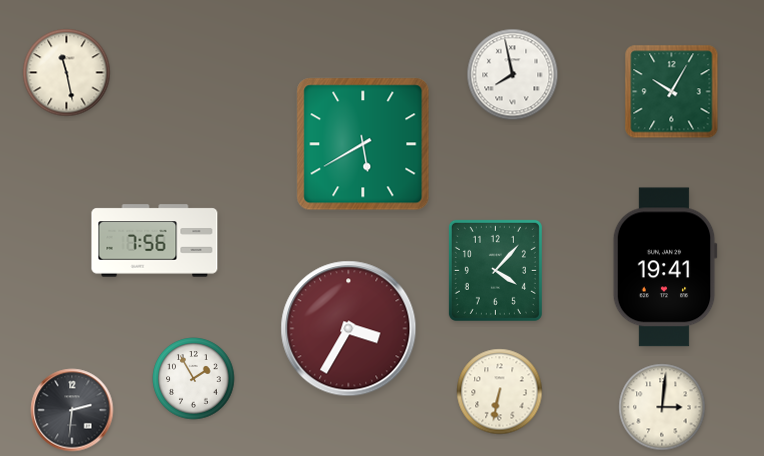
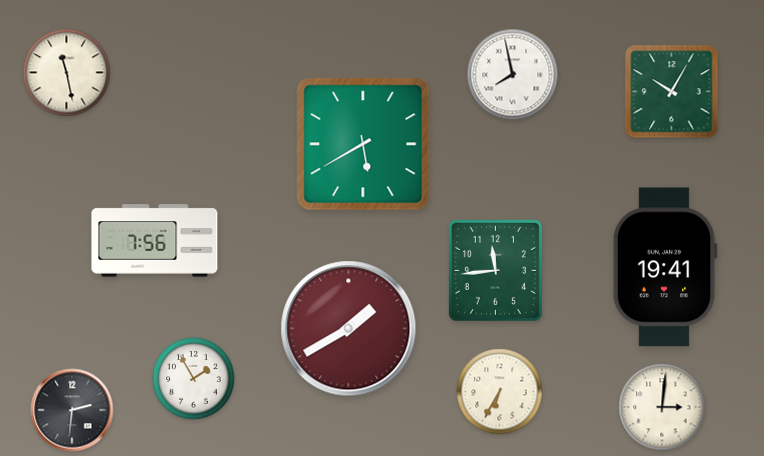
clock at (495, 270): 4:07 -> 11:44
clock at (349, 329): 3:35 -> 1:40
clock at (500, 392): 6:32 -> 6:35
